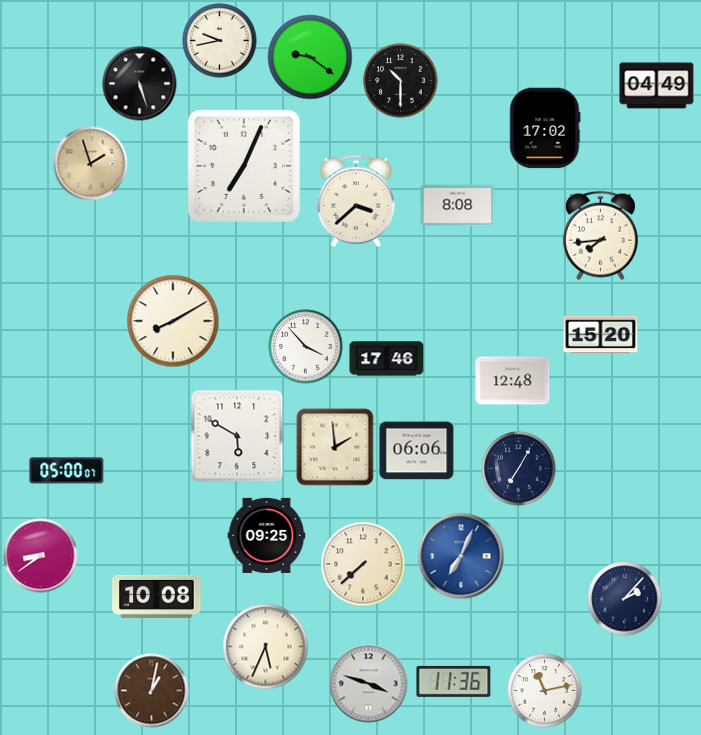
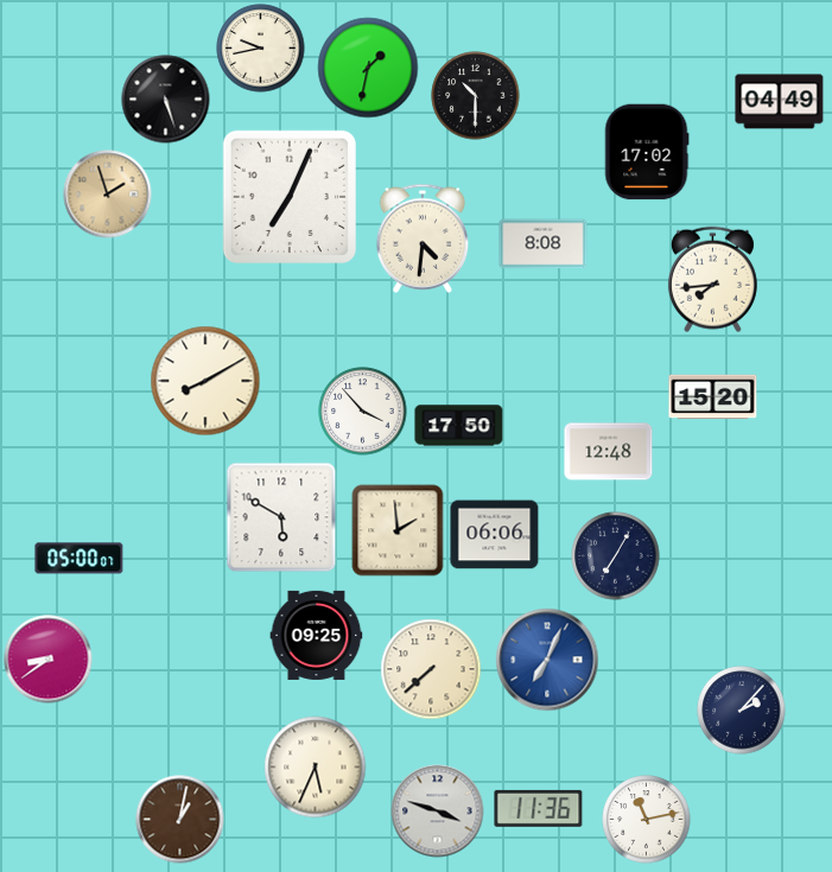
clock at (310, 57): 9:21 -> 1:32
clock at (356, 201): 3:38 -> 4:31
clock at (387, 359): 17:46 -> 17:50
clock at (157, 596): 10:08 -> none
